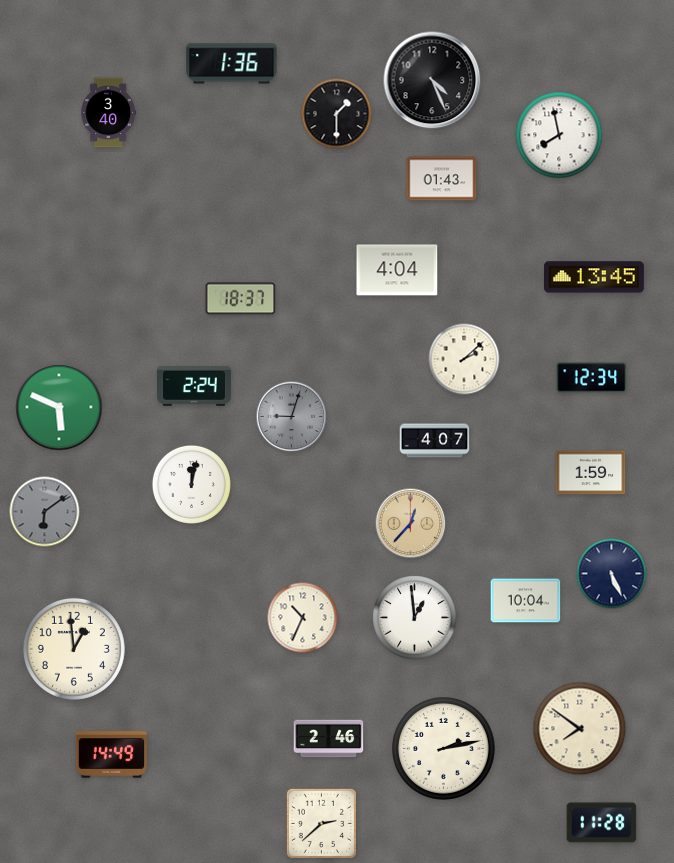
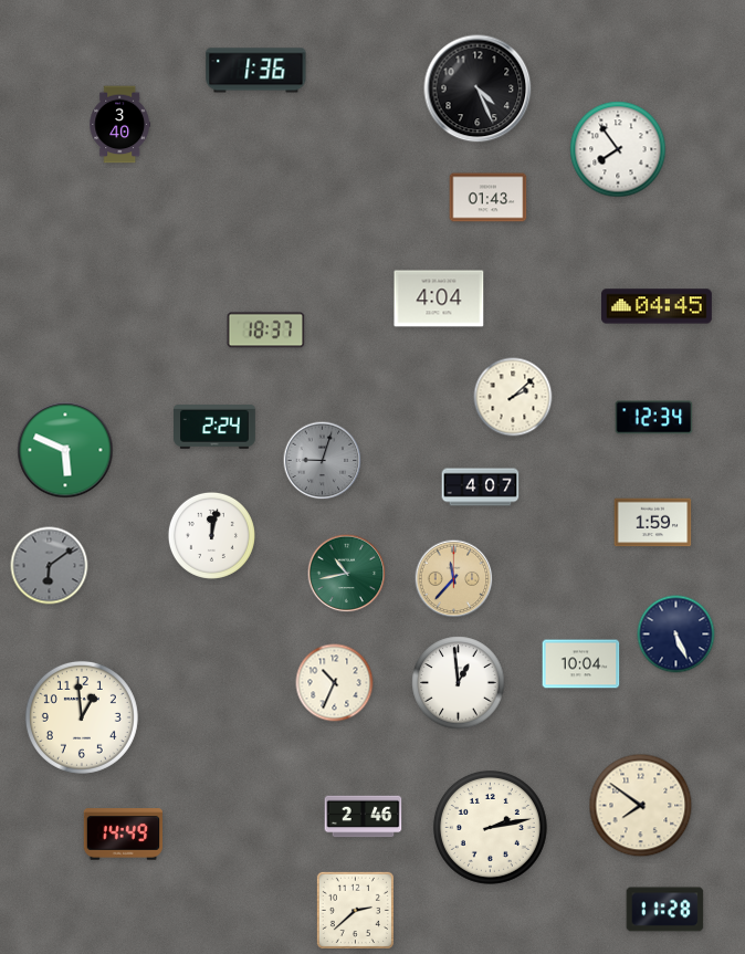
clock at (337, 114): 1:30 -> none
clock at (559, 135): 7:58 -> 7:54
clock at (594, 277): 13:45 -> 04:45
clock at (347, 574): none -> 10:43
clock at (411, 524): 12:37 -> 11:37
